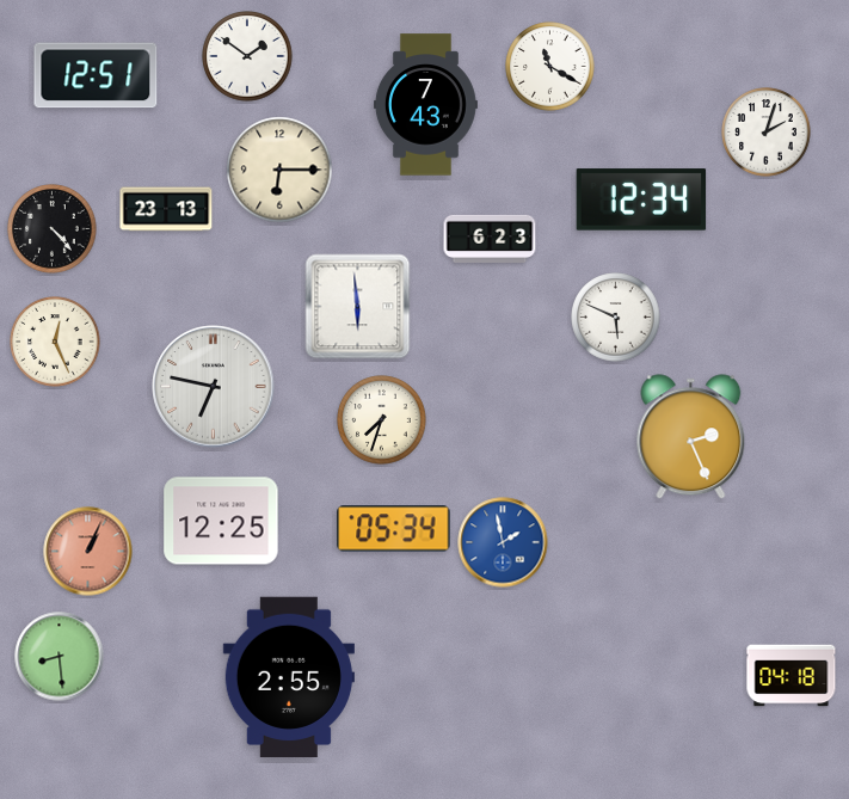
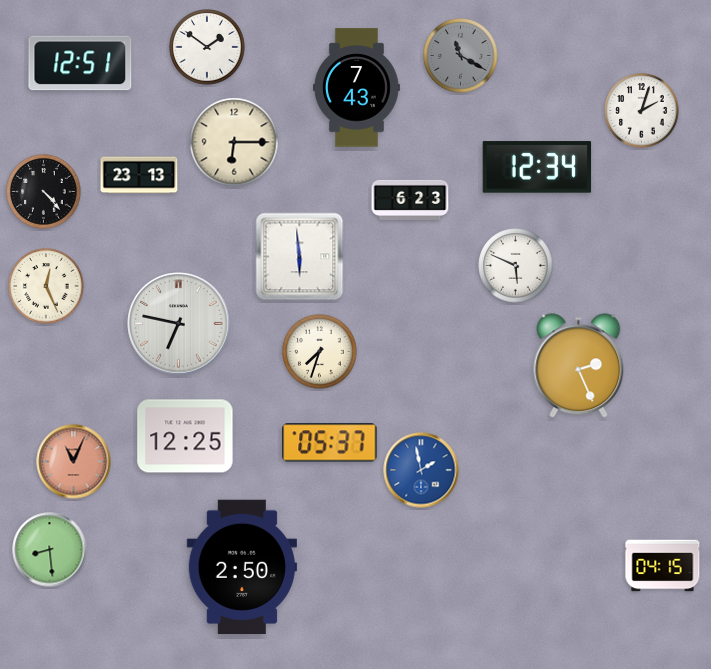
clock at (550, 67) dial: white -> grey
clock at (394, 529): 05:34 -> 05:37
clock at (503, 542) position: (503, 542) -> (421, 470)
clock at (88, 552): 1:04 -> 11:04
clock at (792, 676): 04:18 -> 04:15
clock at (289, 677): 2:55 -> 2:50
